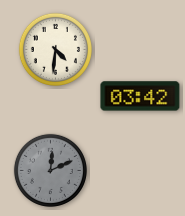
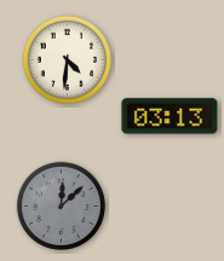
clock at (140, 96): 03:42 -> 03:13
clock at (50, 170): 12:11 -> 12:08
